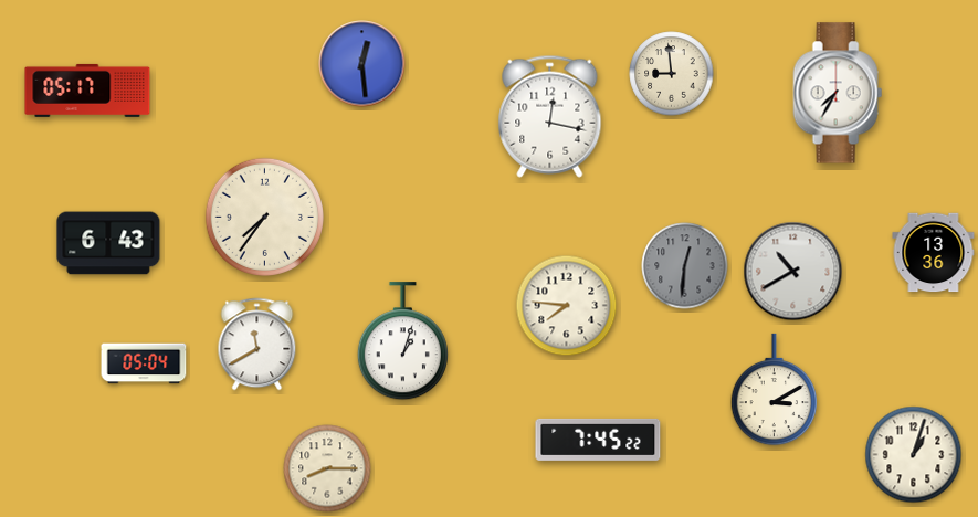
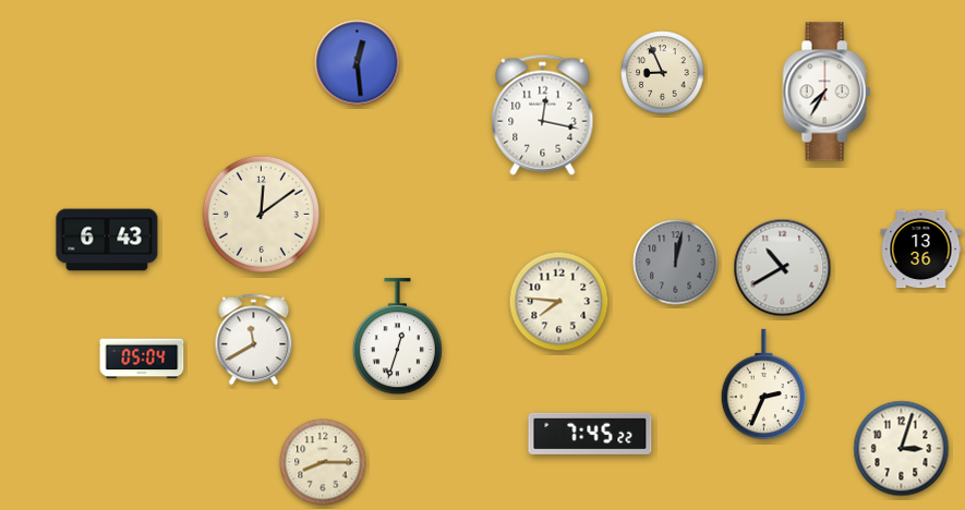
clock at (672, 74): 8:59 -> 8:56
clock at (87, 91): 05:17 -> none
clock at (264, 217): 7:36 -> 12:09
clock at (685, 266): 12:31 -> 12:02
clock at (402, 341): 1:03 -> 12:33
clock at (775, 390): 3:10 -> 2:34
clock at (914, 455): 1:03 -> 3:03
